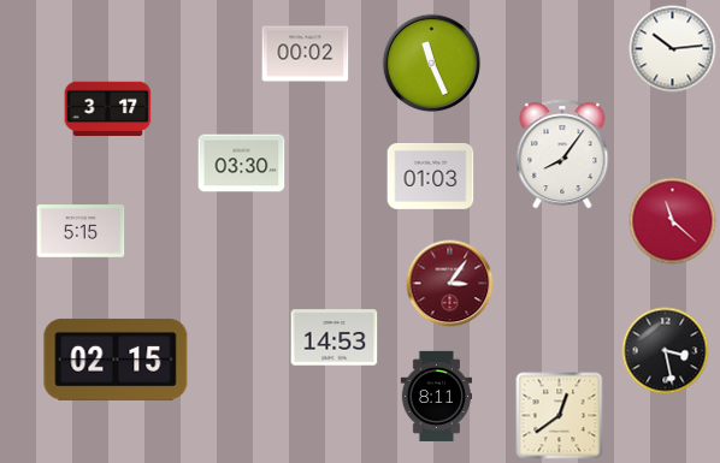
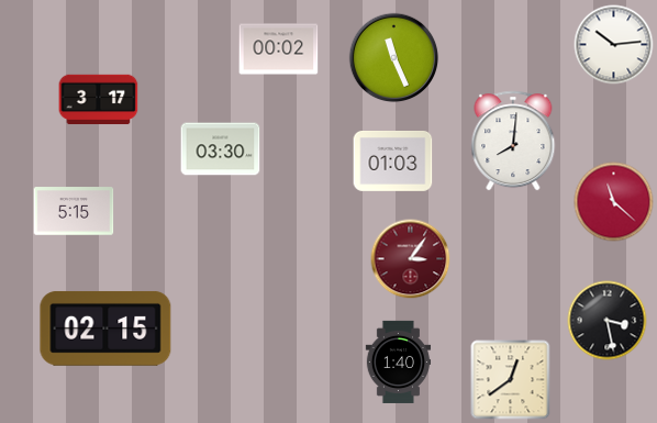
clock at (562, 154): 8:06 -> 8:01
clock at (335, 338): 14:53 -> none
clock at (437, 396): 8:11 -> 1:40
